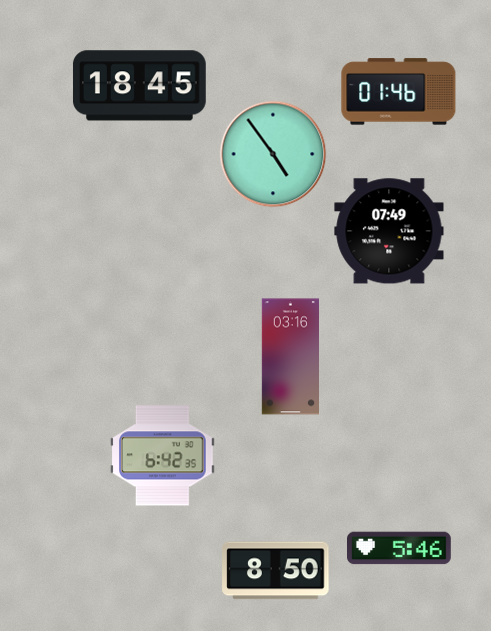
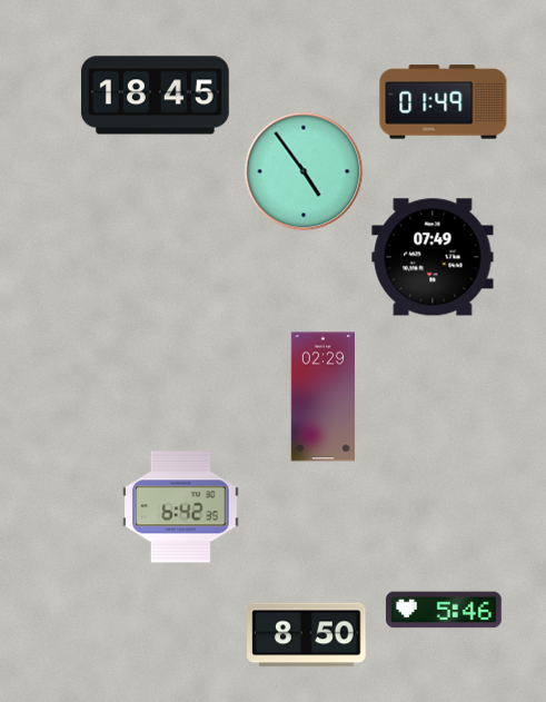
clock at (399, 92): 01:46 -> 01:49
clock at (290, 357): 03:16 -> 02:29
